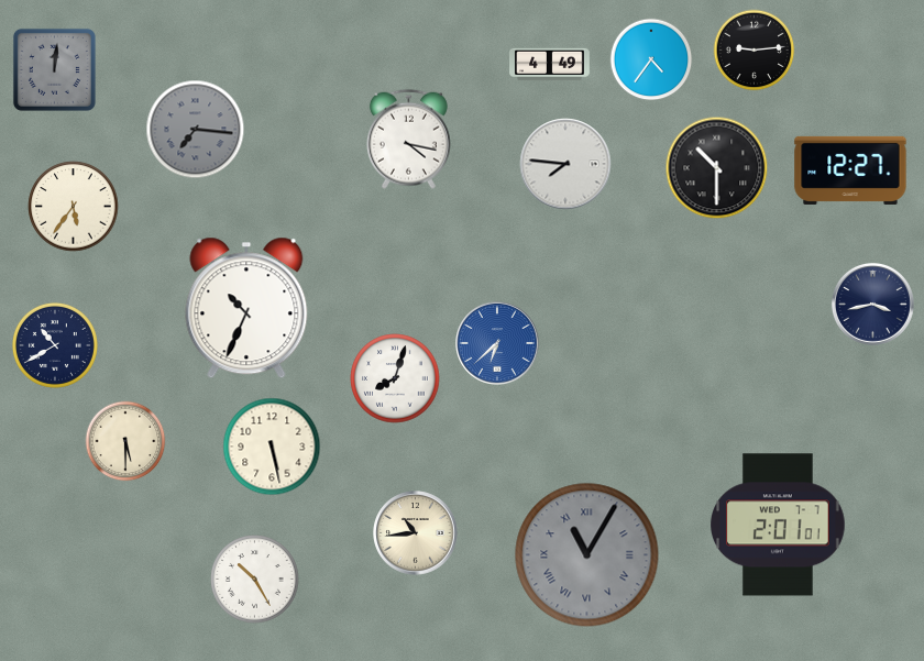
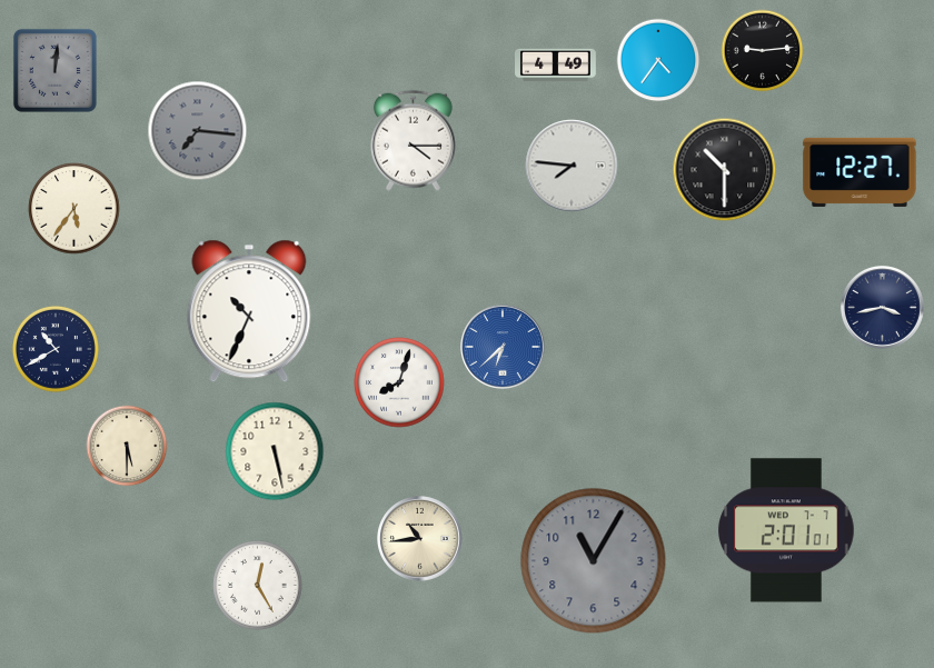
clock at (408, 139): 4:17 -> 4:15
clock at (587, 555) numerals: Roman -> Arabic
clock at (255, 580): 10:25 -> 12:25
